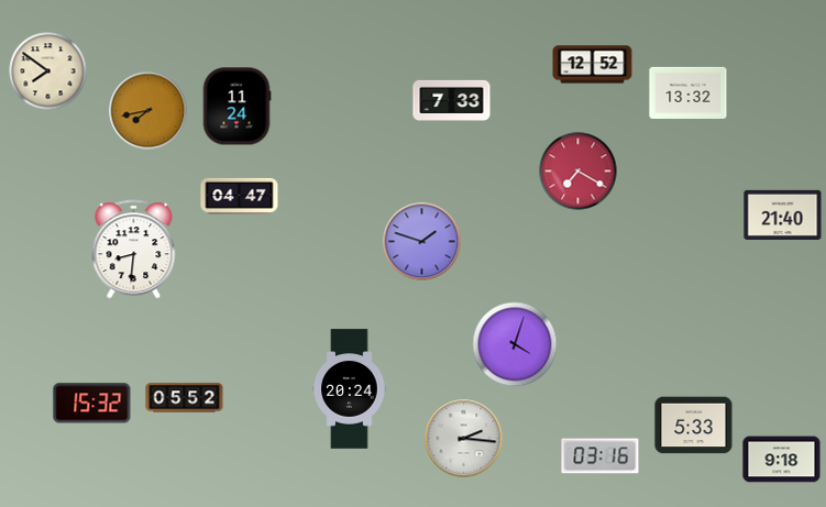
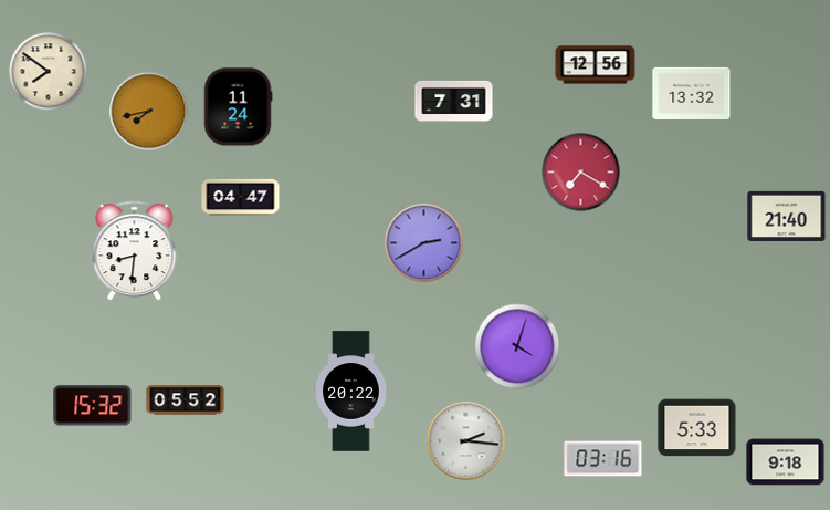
clock at (593, 65): 12:52 -> 12:56
clock at (452, 100): 7:33 -> 7:31
clock at (422, 242): 1:48 -> 2:40
clock at (350, 389): 20:24 -> 20:22
